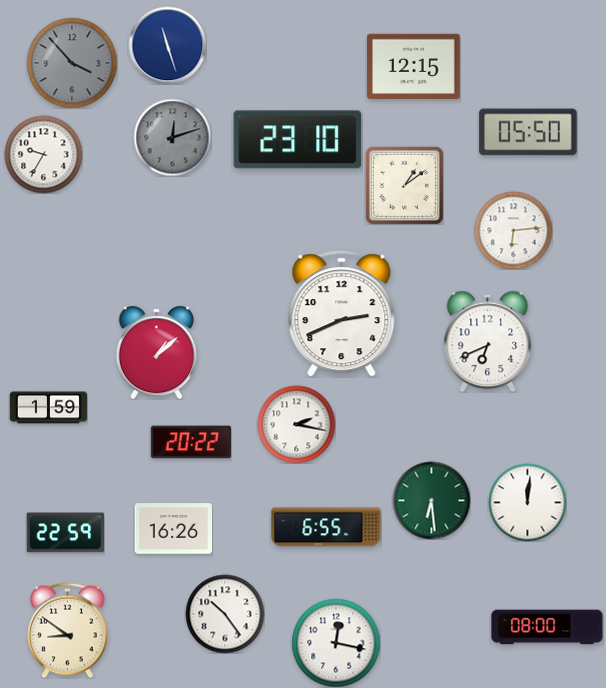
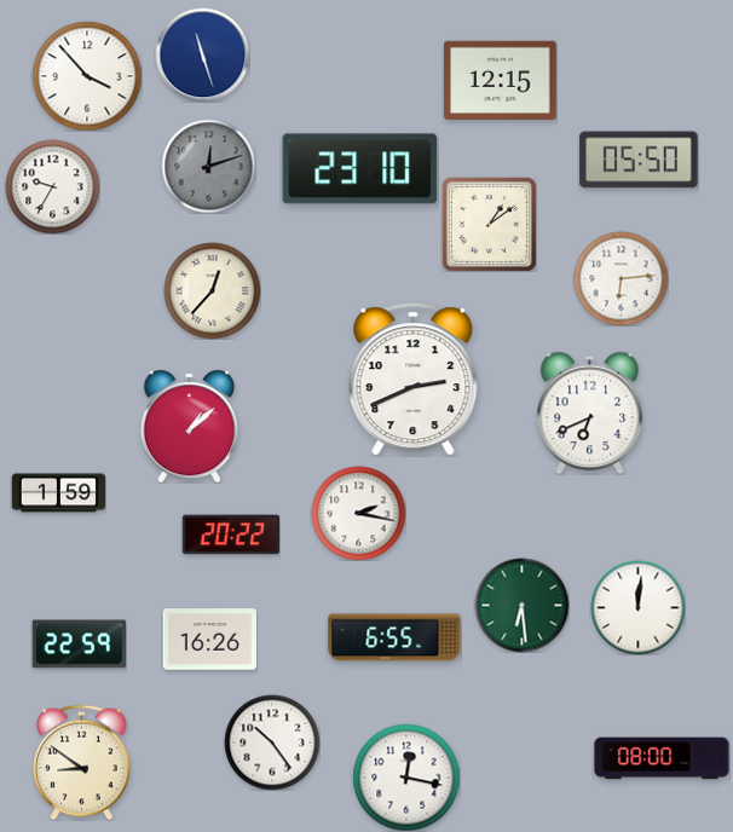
clock at (72, 63) dial: grey -> white
clock at (212, 290): none -> 12:37
